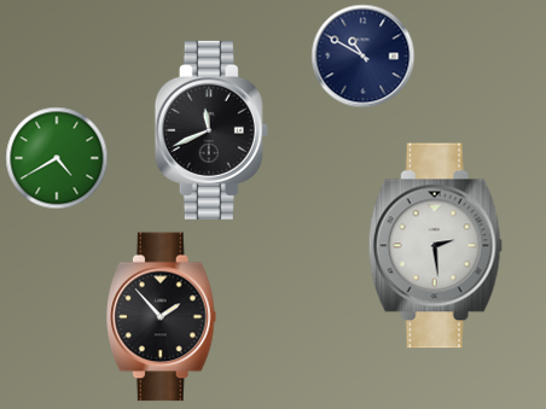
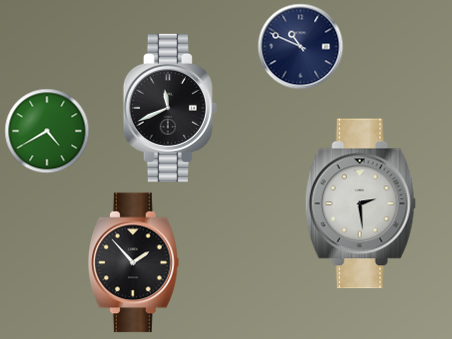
clock at (364, 57): 10:50 -> 10:49
clock at (211, 130) position: (211, 130) -> (170, 108)
